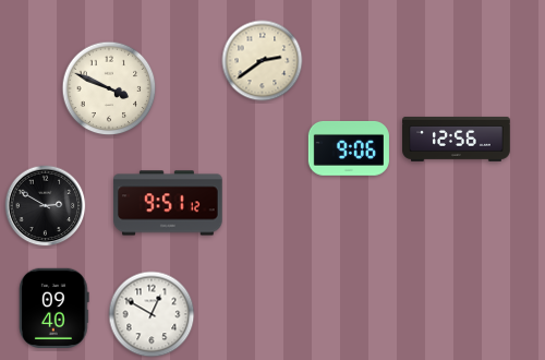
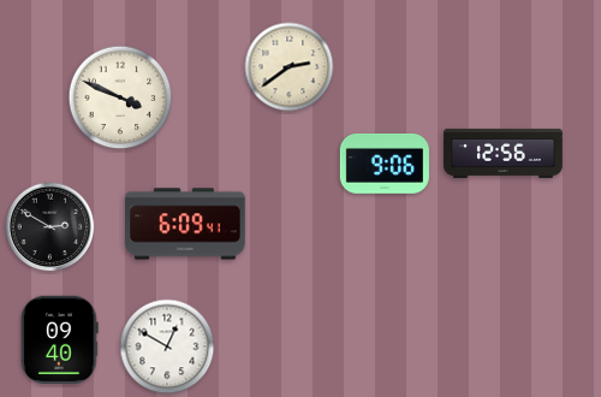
clock at (168, 203): 9:51 -> 6:09
